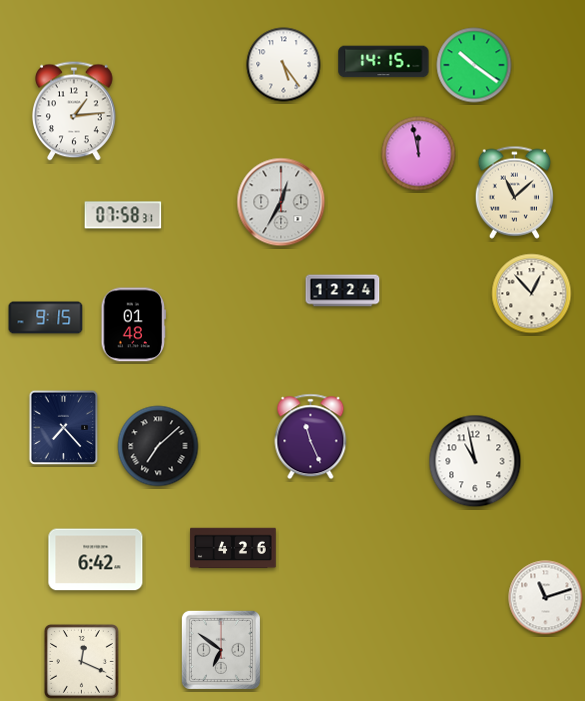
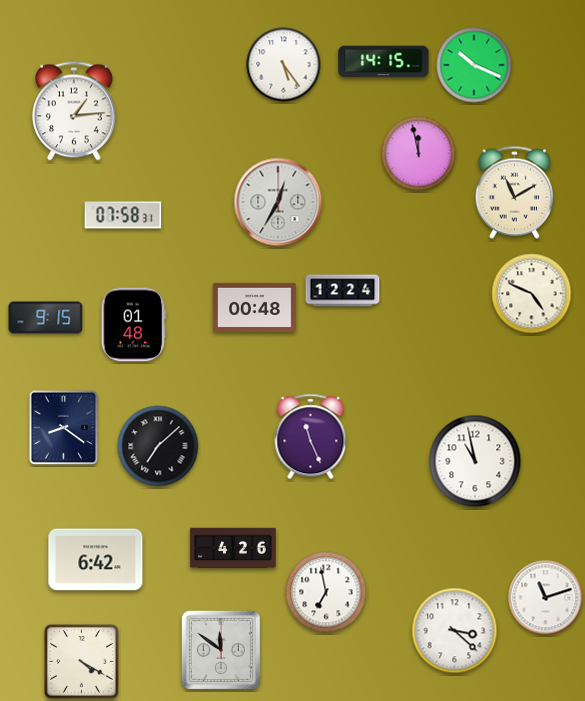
clock at (474, 65): 10:21 -> 10:19
clock at (515, 192): 11:08 -> 11:10
clock at (281, 202) position: (281, 202) -> (278, 202)
clock at (532, 294): 12:53 -> 4:49
clock at (254, 307): none -> 00:48
clock at (64, 428): 7:23 -> 8:21
clock at (326, 592): none -> 6:58
clock at (455, 631): none -> 3:22
clock at (221, 650): 6:51 -> 11:51
clock at (81, 661): 12:19 -> 4:20
